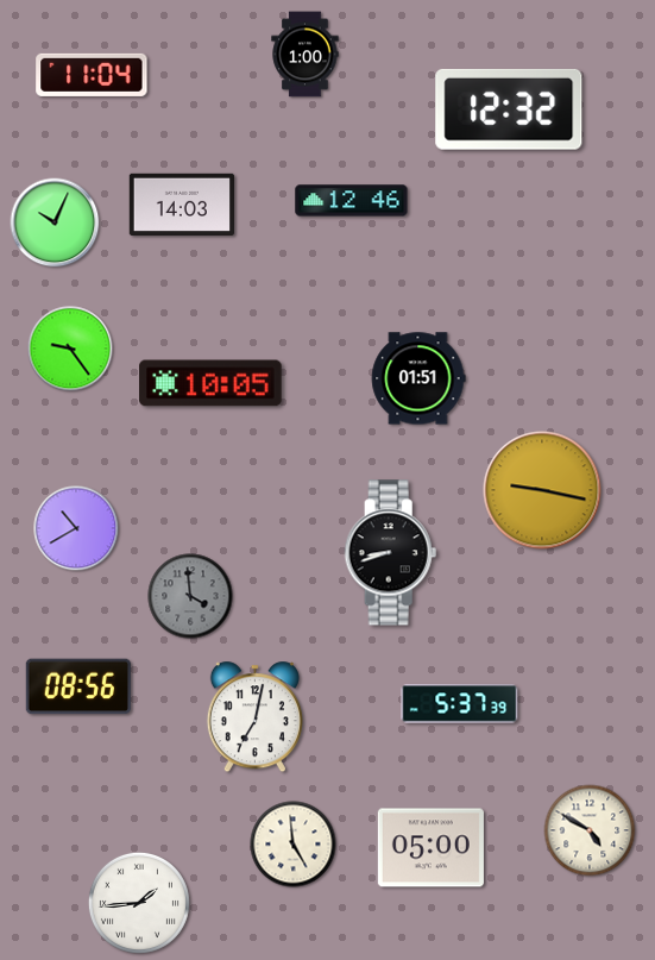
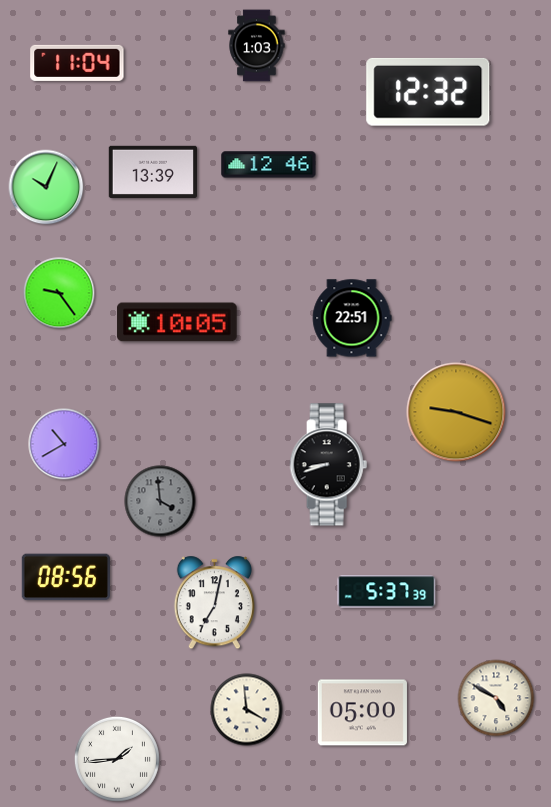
clock at (306, 55): 1:00 -> 1:03
clock at (352, 201) position: (352, 201) -> (269, 165)
clock at (181, 203): 14:03 -> 13:39
clock at (418, 378): 01:51 -> 22:51
clock at (542, 490): 9:17 -> 9:18
clock at (294, 845): 4:59 -> 3:59
